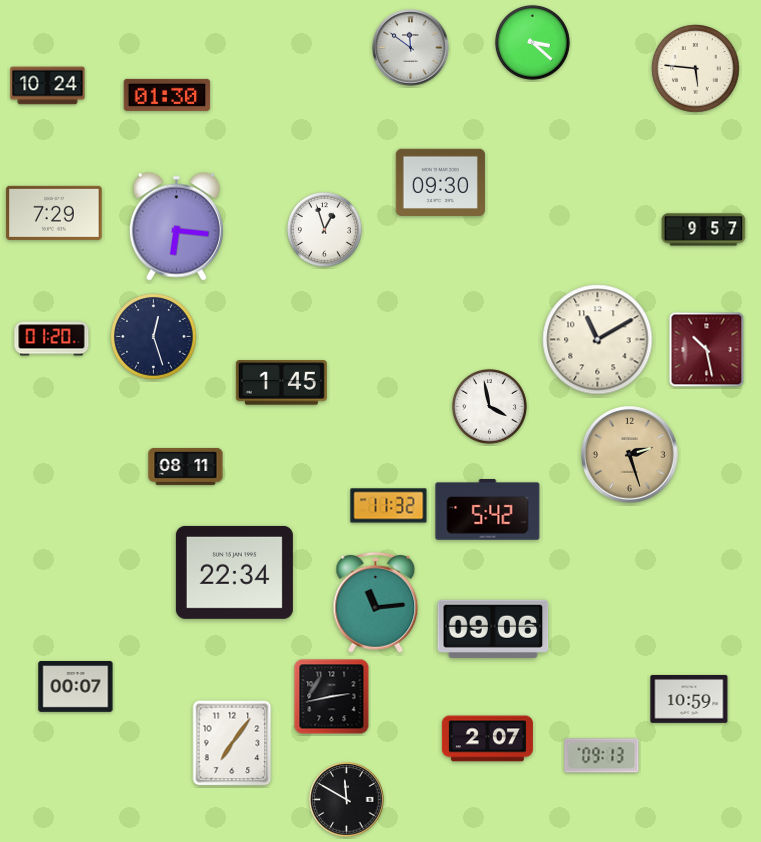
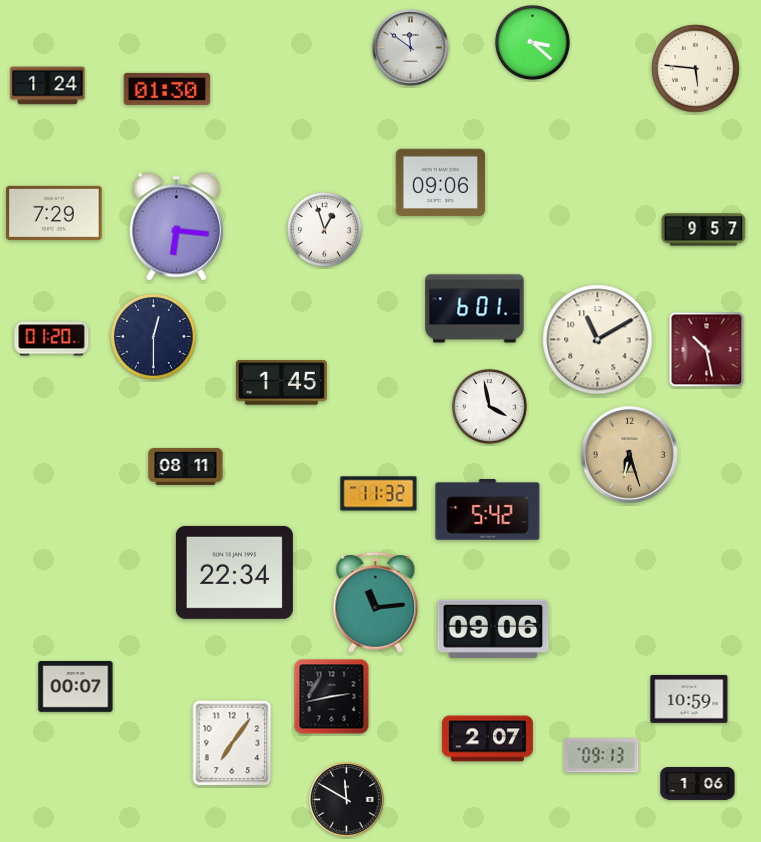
clock at (48, 86): 10:24 -> 1:24
clock at (167, 95) position: (167, 95) -> (167, 89)
clock at (440, 182): 09:30 -> 09:06
clock at (475, 309): none -> 6:01
clock at (154, 337): 12:27 -> 12:30
clock at (630, 455): 2:27 -> 6:27
clock at (389, 506) position: (389, 506) -> (379, 494)
clock at (698, 784): none -> 1:06
